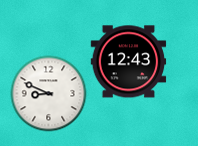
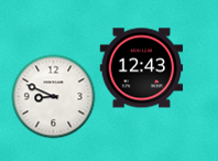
clock at (49, 94) position: (49, 94) -> (54, 97)
